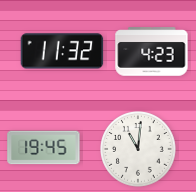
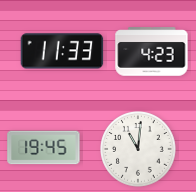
clock at (62, 51): 11:32 -> 11:33
